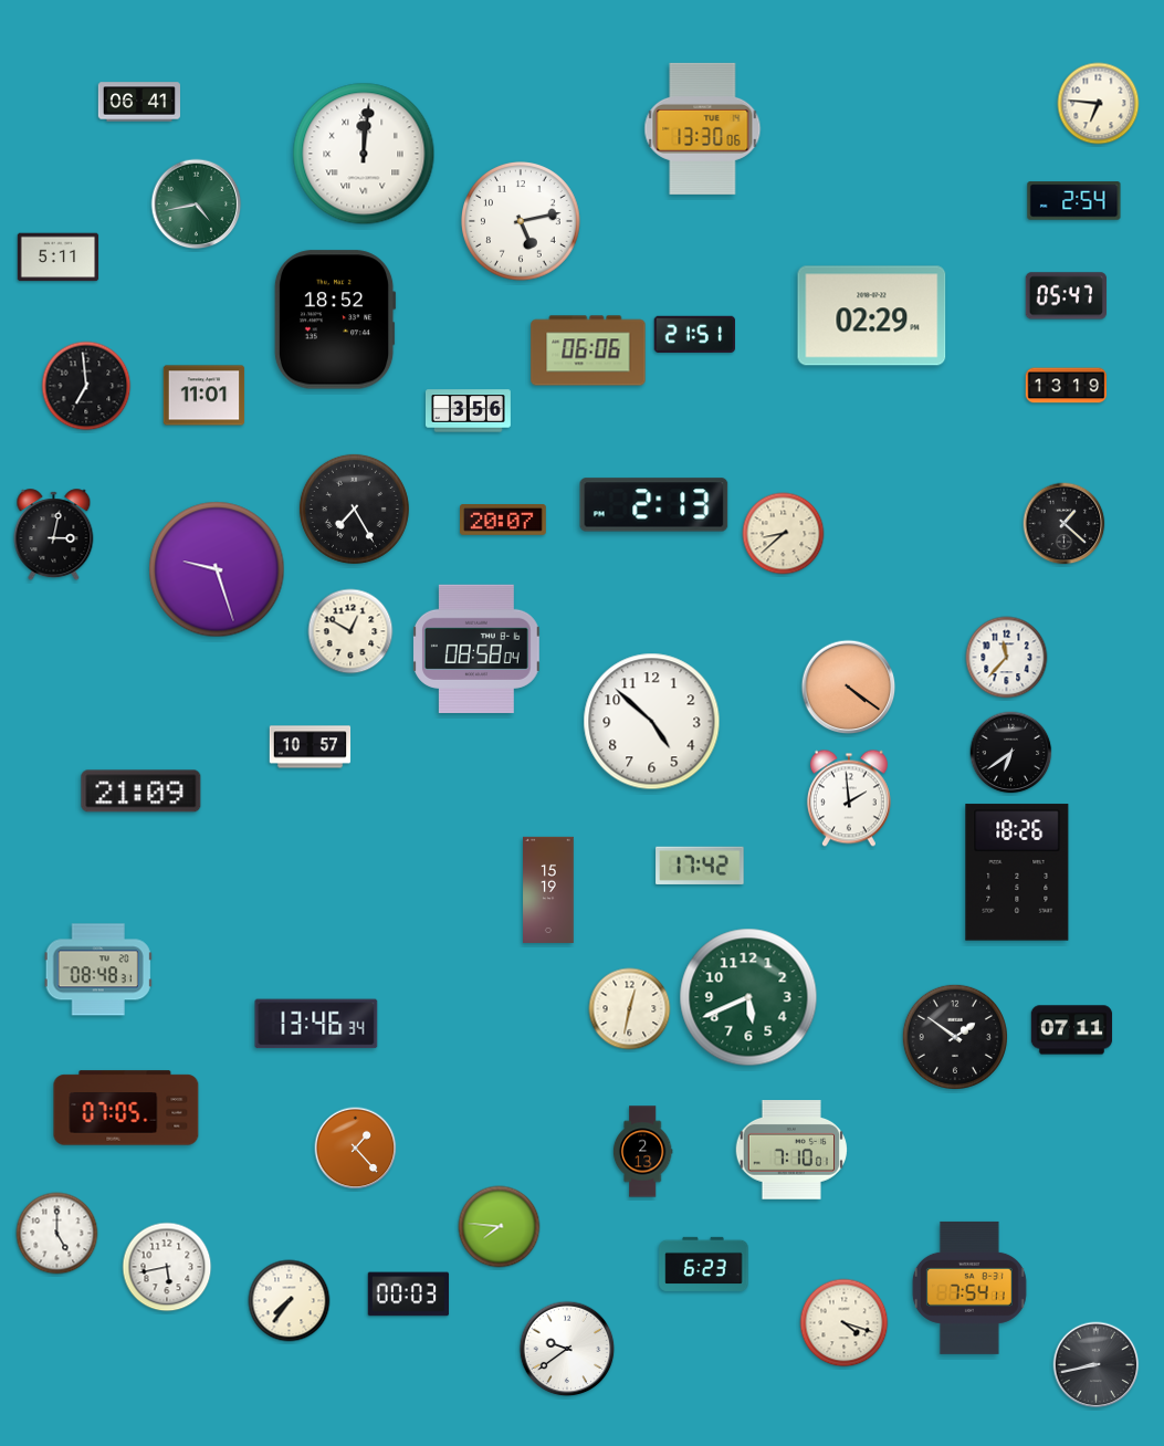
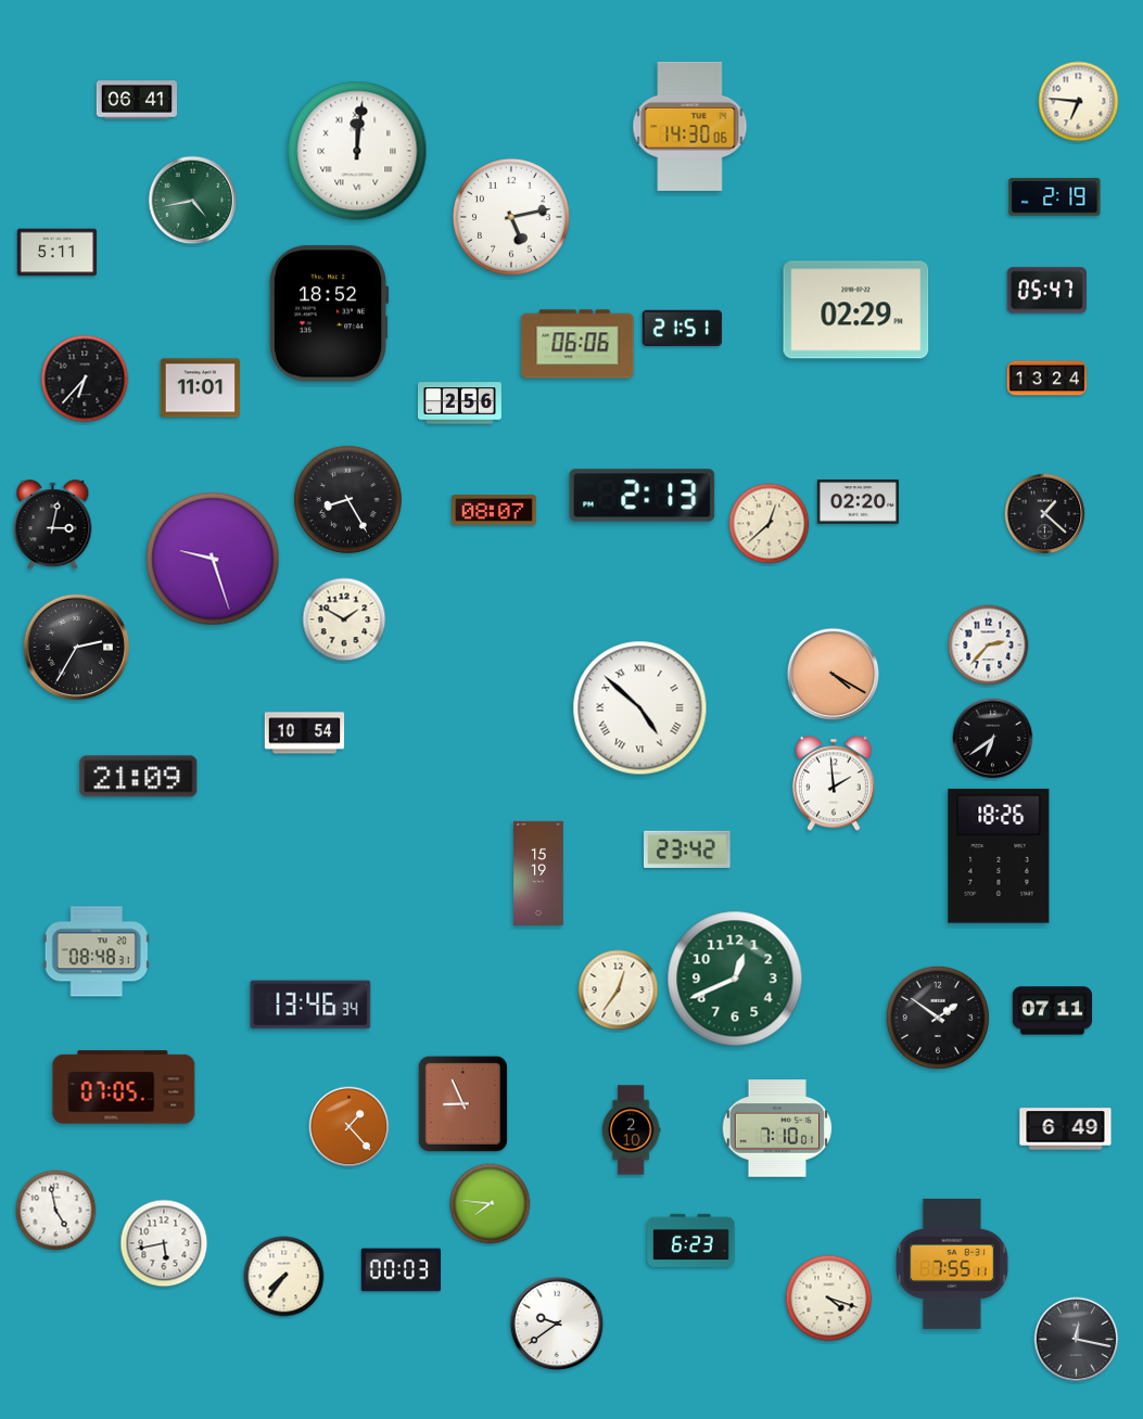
clock at (703, 128): 13:30 -> 14:30
clock at (1074, 201): 2:54 -> 2:19
clock at (86, 386): 6:59 -> 6:37
clock at (1067, 386): 13:19 -> 13:24
clock at (468, 411): 3:56 -> 2:56
clock at (354, 509): 7:25 -> 8:25
clock at (858, 502): none -> 02:20
clock at (504, 521): 20:07 -> 08:07
clock at (784, 534): 8:38 -> 12:38
clock at (350, 631): 12:50 -> 1:50
clock at (478, 648): 08:58 -> none
clock at (1007, 658): 11:37 -> 2:37
clock at (77, 648): none -> 2:35
clock at (849, 688): 4:21 -> 4:20
clock at (652, 722) numerals: Arabic -> Roman
clock at (311, 747): 10:57 -> 10:54
clock at (700, 866): 17:42 -> 23:42
clock at (748, 997): 5:41 -> 12:41
clock at (630, 1009): 12:32 -> 12:36
clock at (462, 1103): none -> 8:56
clock at (1066, 1129): none -> 6:49
clock at (642, 1152): 2:13 -> 2:10
clock at (57, 1234): 5:00 -> 4:58
clock at (969, 1288): 7:54 -> 7:55
clock at (1097, 1365): 8:43 -> 12:17
